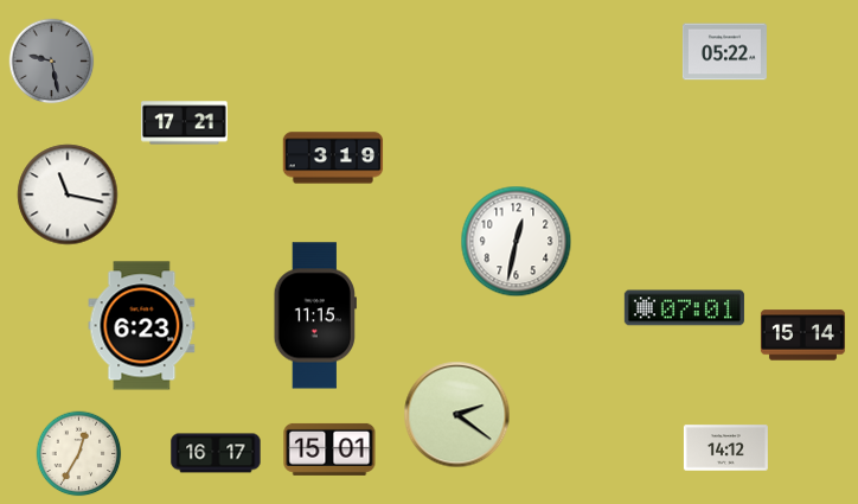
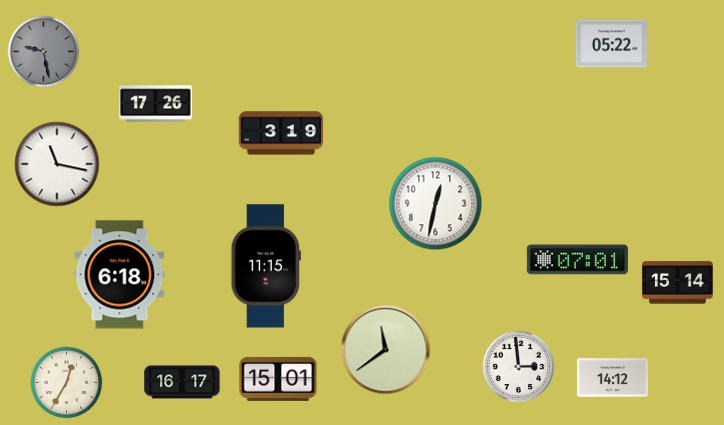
clock at (185, 123): 17:21 -> 17:26
clock at (142, 326): 6:23 -> 6:18
clock at (457, 415): 2:21 -> 11:39
clock at (519, 367): none -> 2:59
